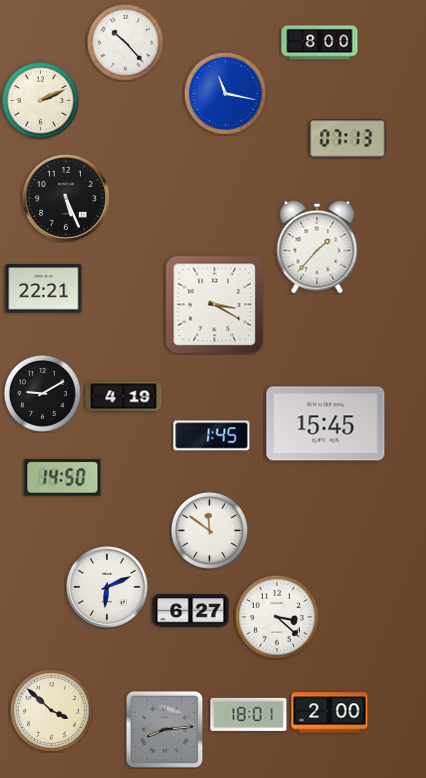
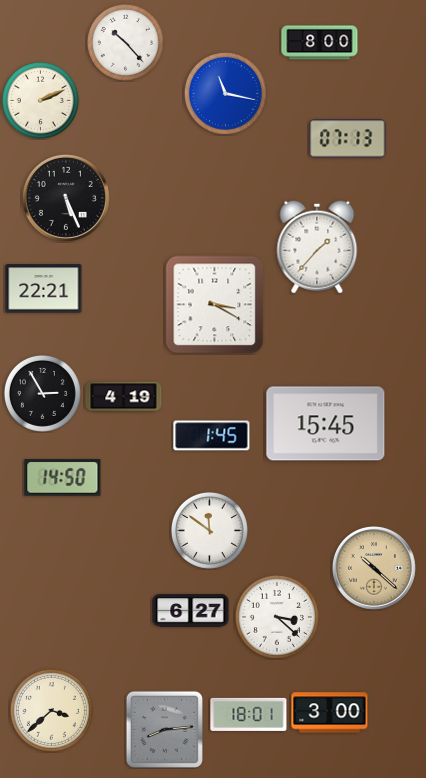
clock at (42, 393): 9:10 -> 2:55
clock at (374, 568): none -> 10:22
clock at (108, 588): 6:11 -> none
clock at (51, 710): 3:52 -> 3:38
clock at (330, 713): 2:00 -> 3:00
